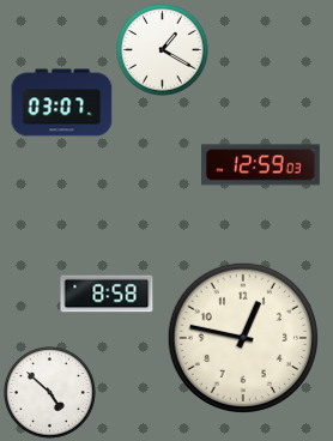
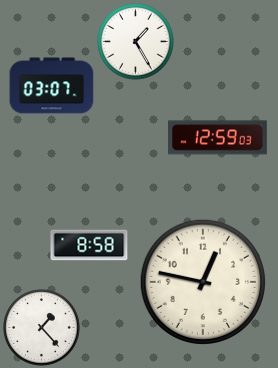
clock at (163, 50): 1:20 -> 1:25
clock at (50, 393): 4:52 -> 1:23
